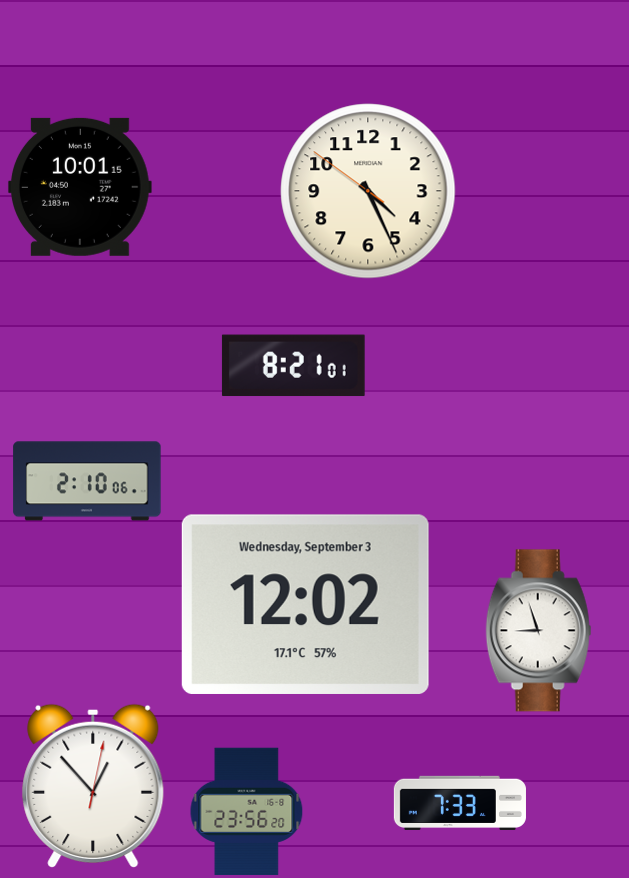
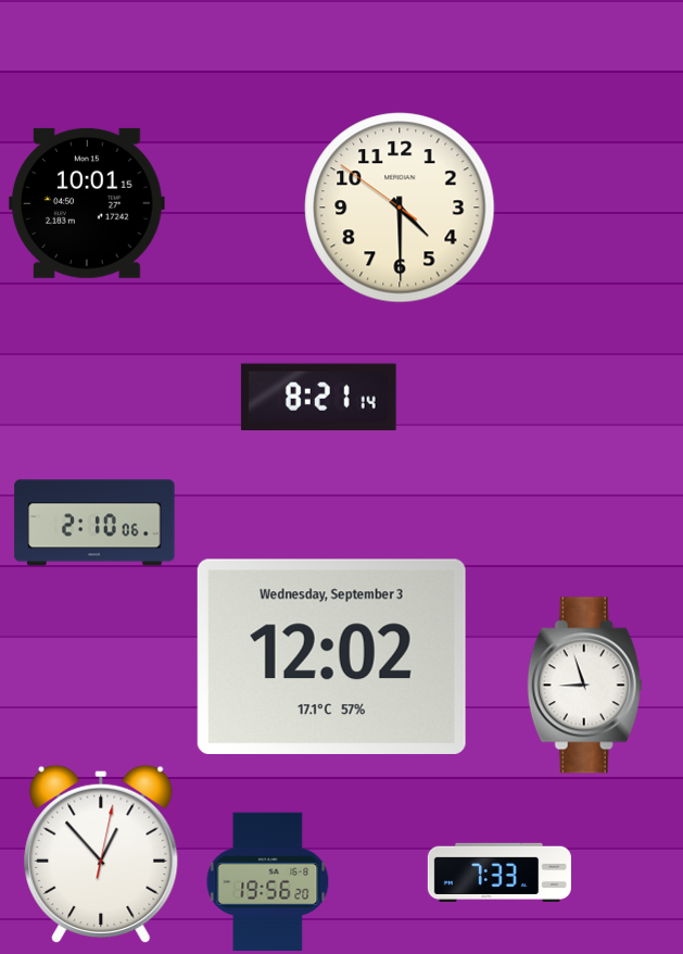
clock at (368, 191): 4:25 -> 4:29
clock at (293, 366): 8:21:01 -> 8:21:14
clock at (247, 811): 23:56 -> 19:56
